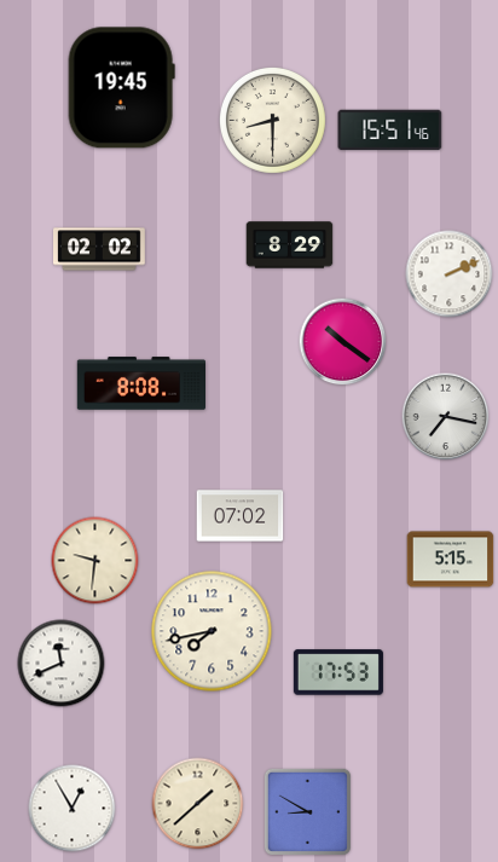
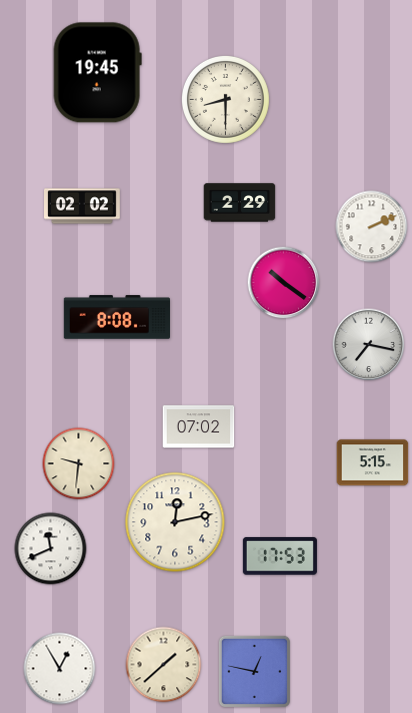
clock at (121, 88) position: (121, 88) -> (97, 73)
clock at (390, 131): 15:51 -> none
clock at (290, 245): 8:29 -> 2:29
clock at (212, 631): 7:43 -> 12:13
clock at (307, 811): 8:50 -> 12:47
